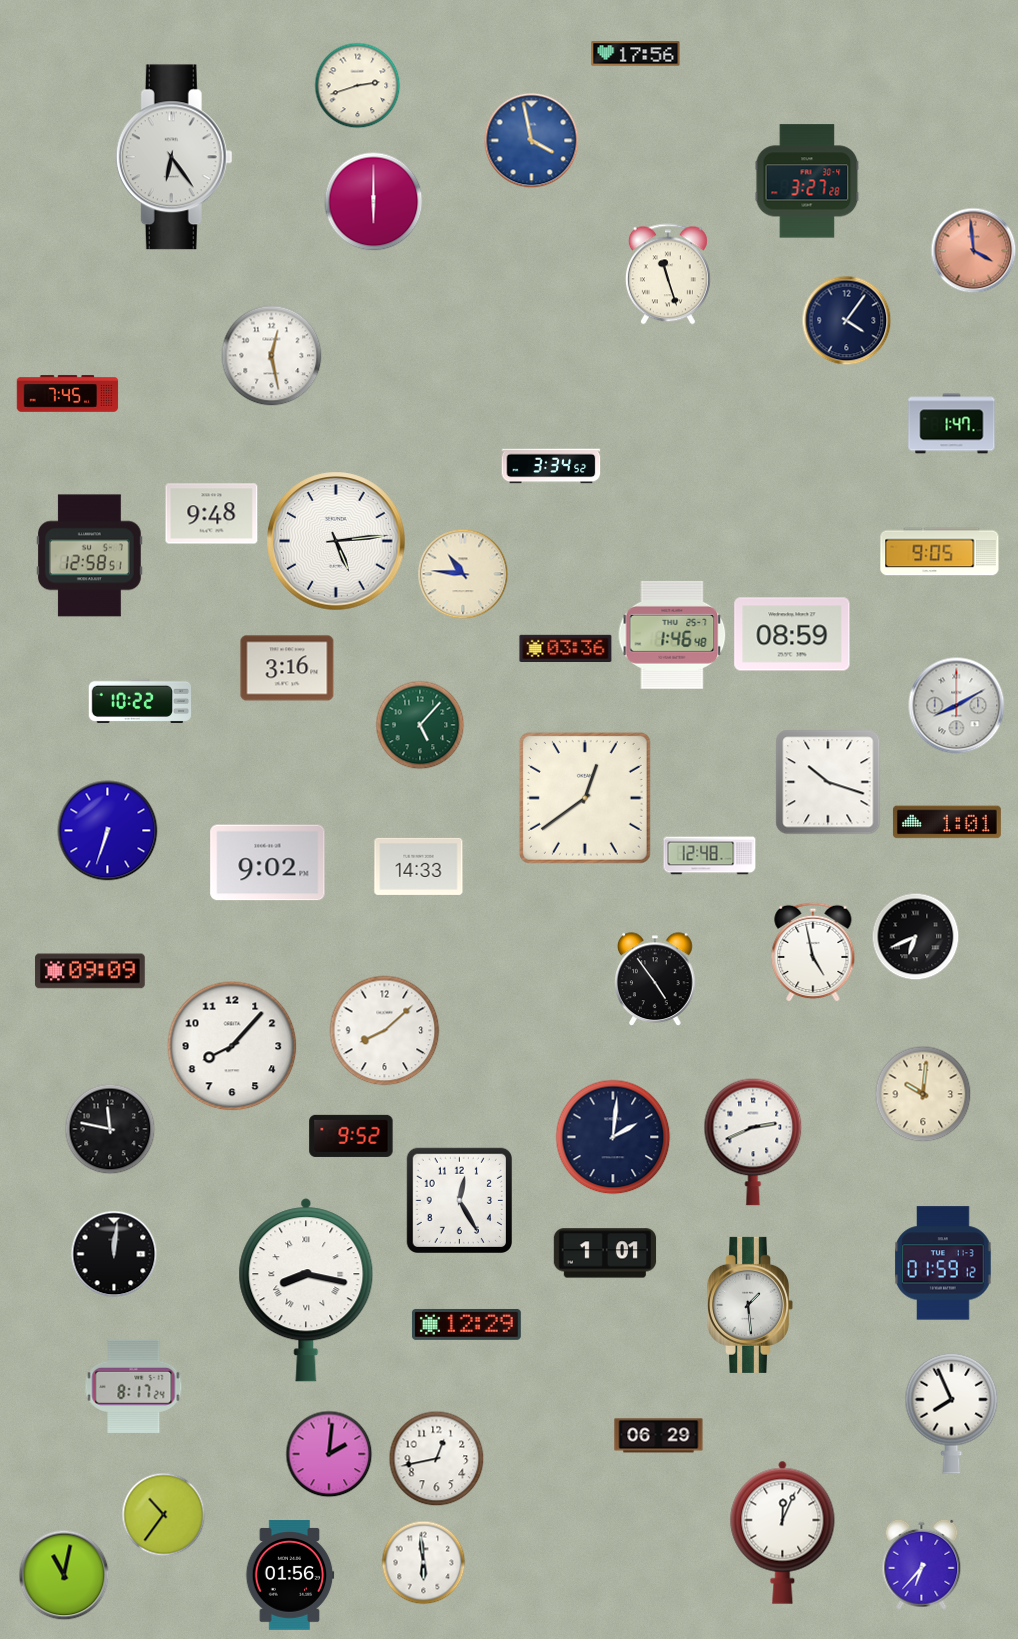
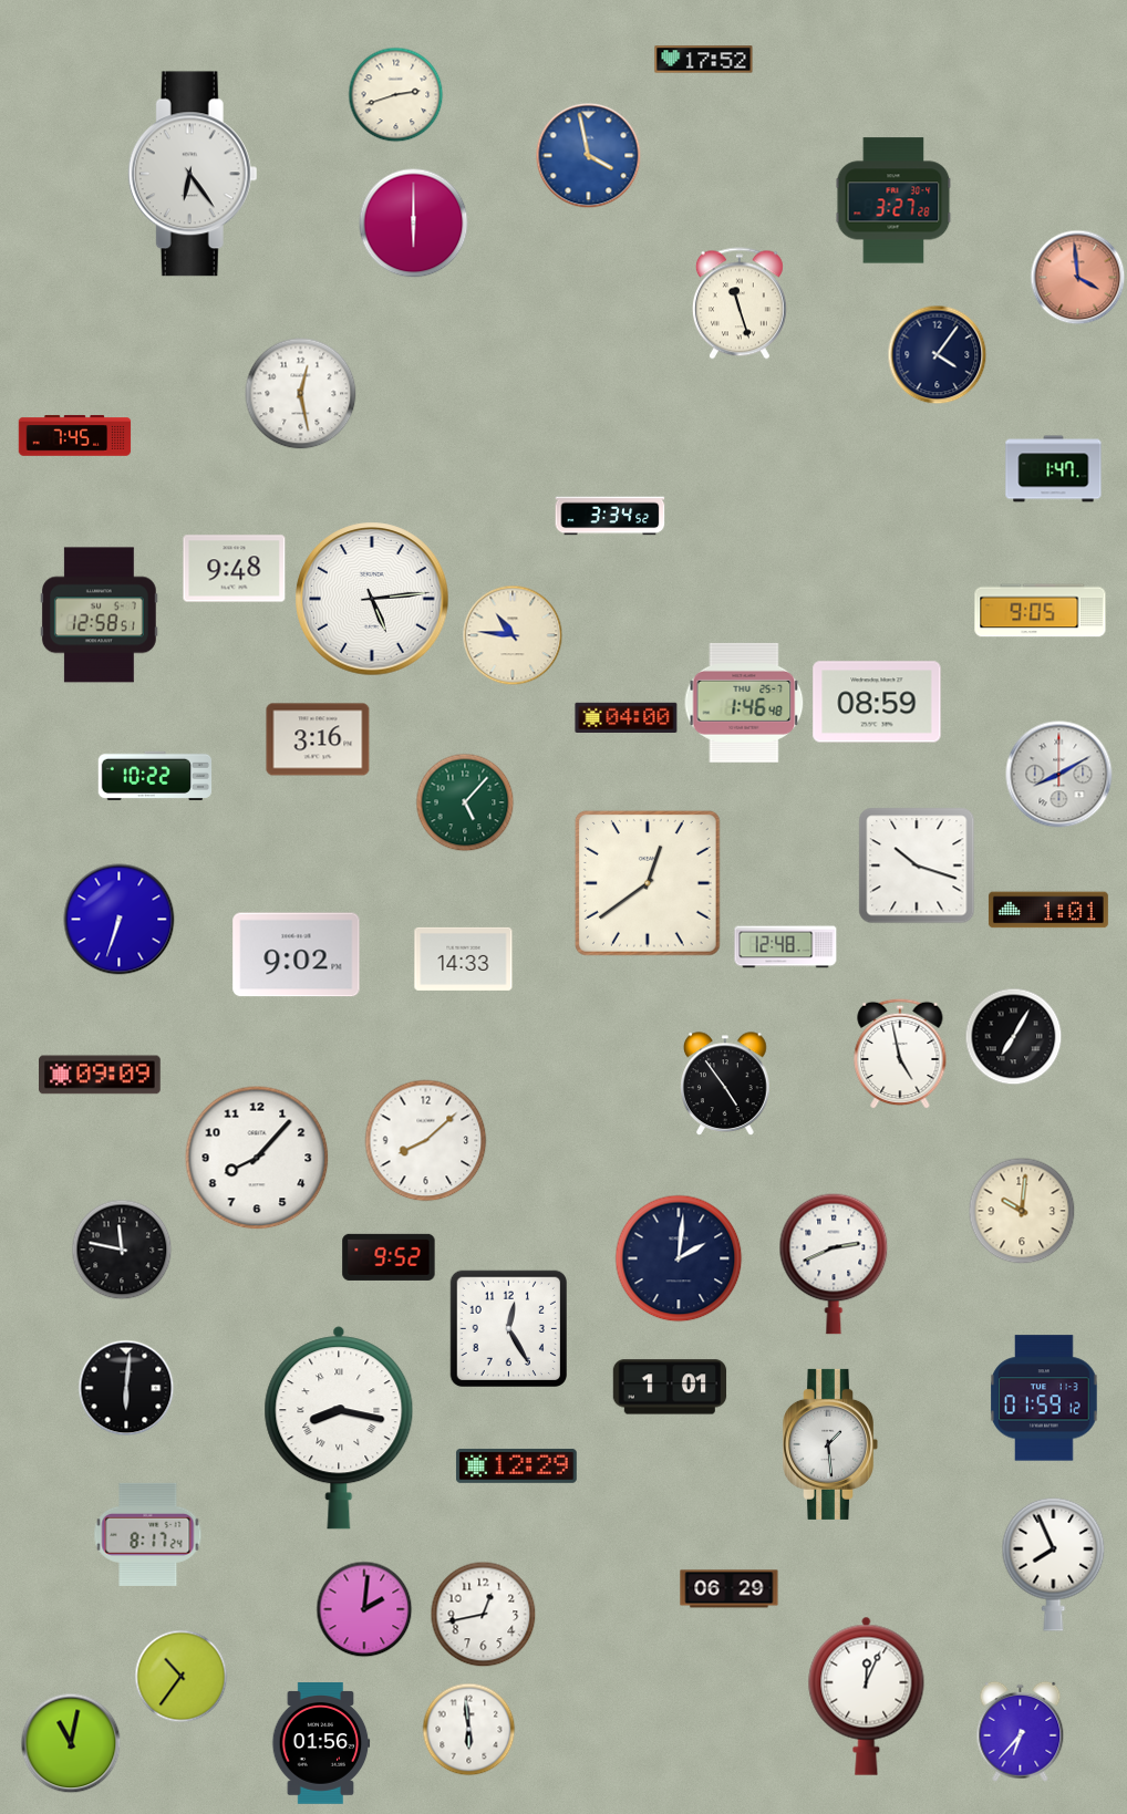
clock at (636, 54): 17:56 -> 17:52
clock at (566, 648): 03:36 -> 04:00
clock at (957, 706) position: (957, 706) -> (1059, 775)
clock at (916, 937): 6:41 -> 7:05
clock at (114, 1254): 12:01 -> 6:01
